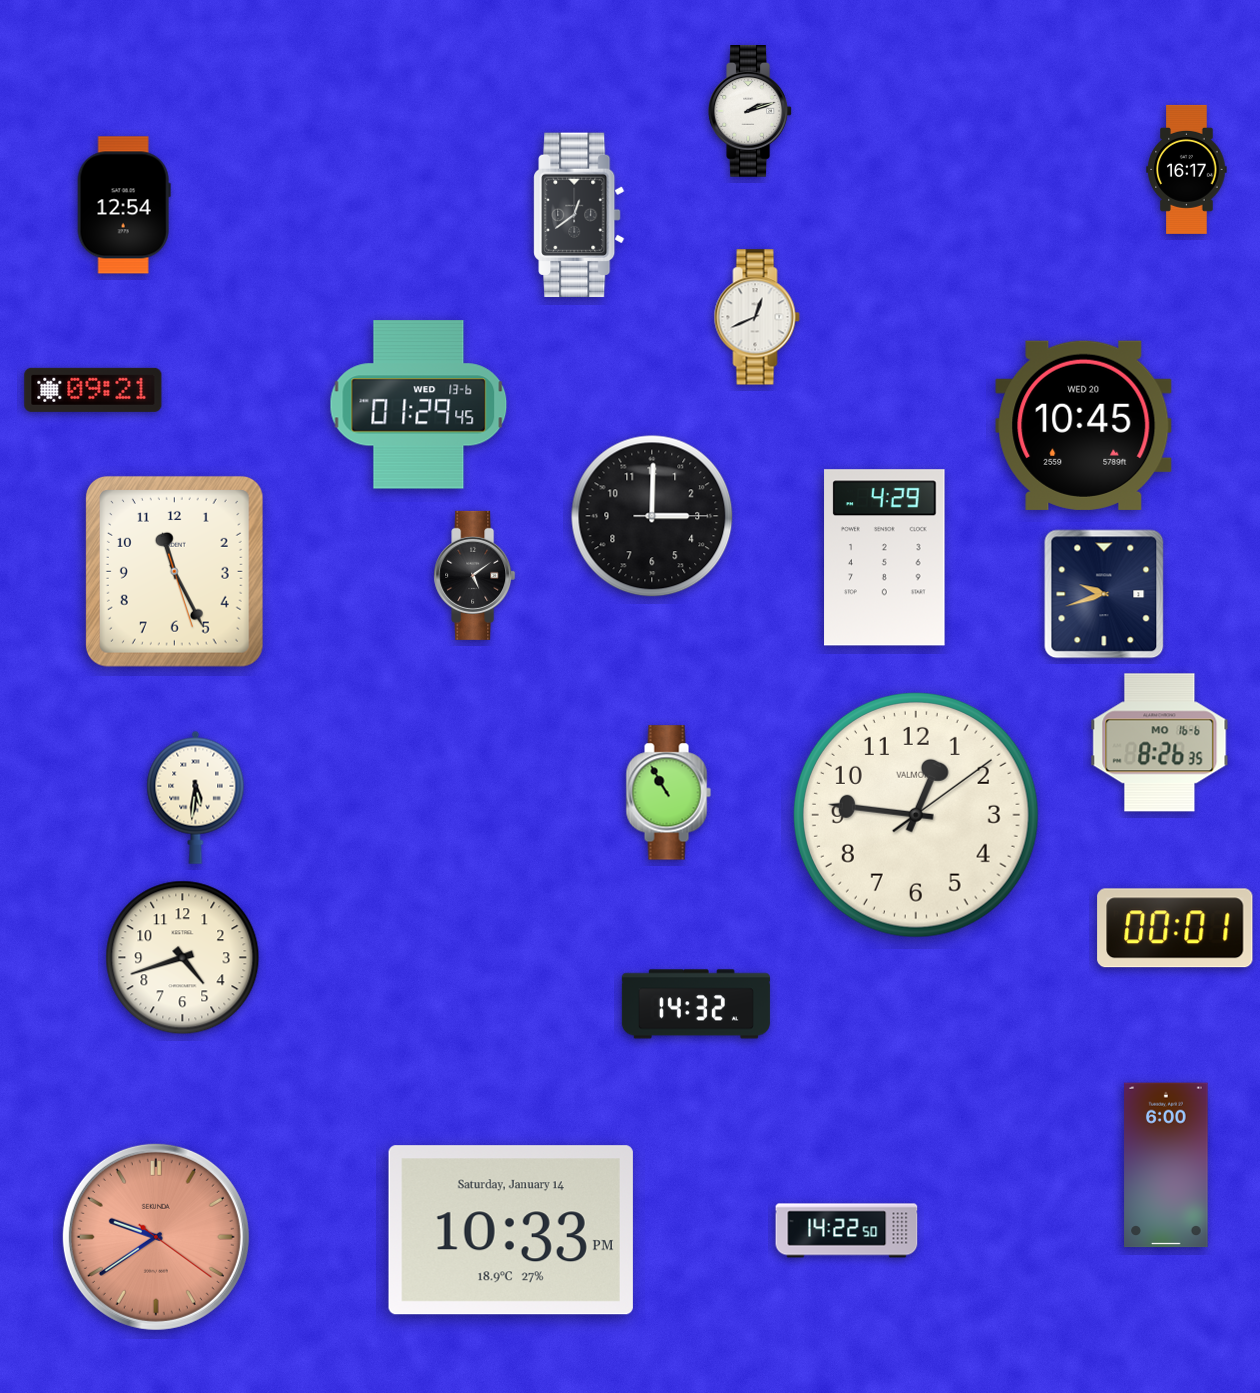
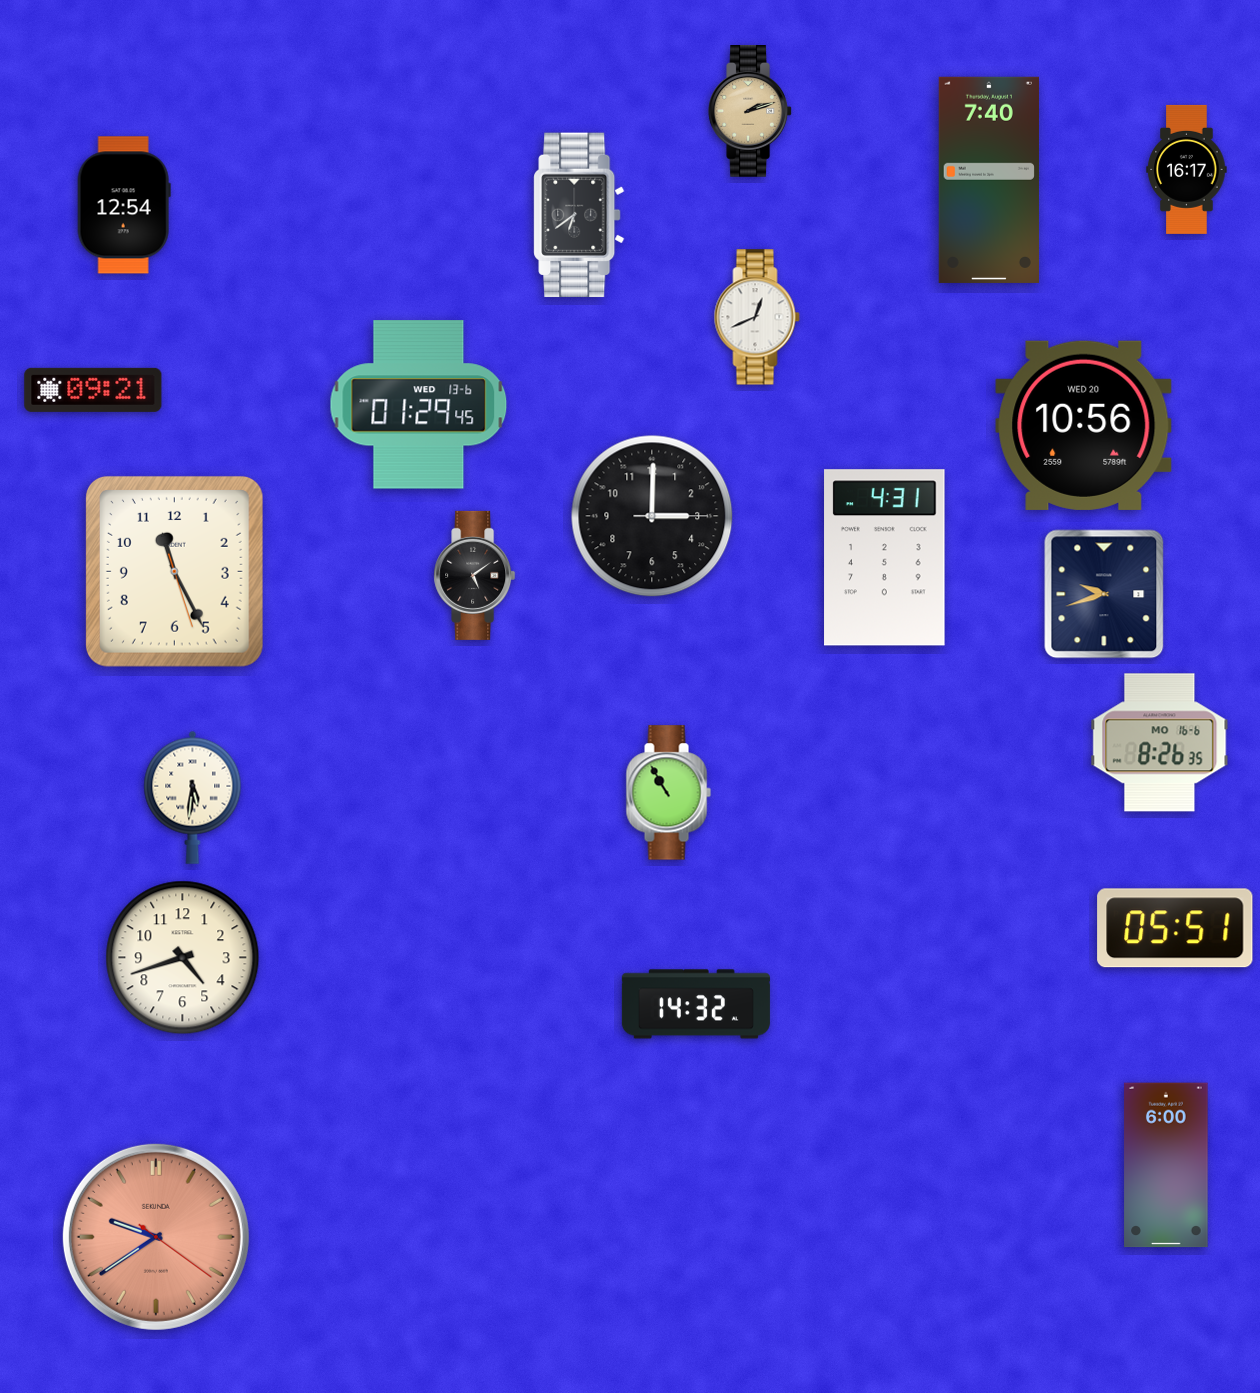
clock at (750, 111) dial: white -> champagne
clock at (989, 180): none -> 7:40
clock at (579, 215): 12:39 -> 6:39
clock at (1084, 425): 10:45 -> 10:56
clock at (885, 558): 4:29 -> 4:31
clock at (196, 797) position: (196, 797) -> (193, 797)
clock at (916, 815): 12:46 -> none
clock at (1175, 928): 00:01 -> 05:51
clock at (511, 1230): 10:33 -> none
clock at (847, 1231): 14:22 -> none
